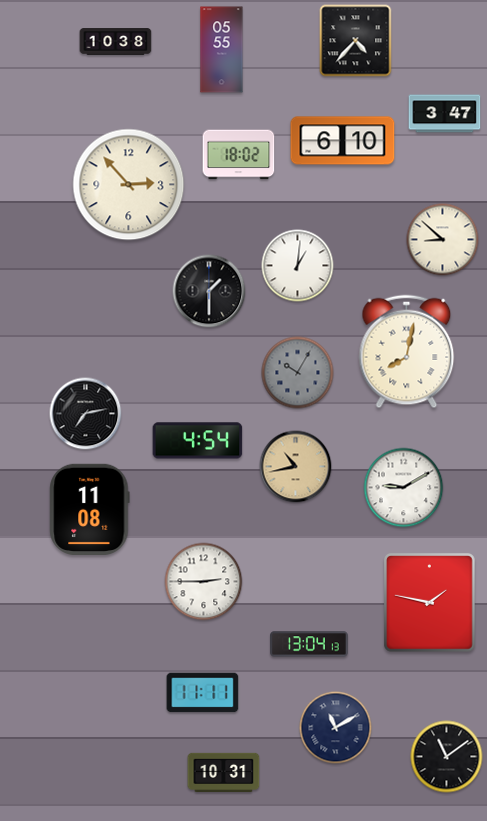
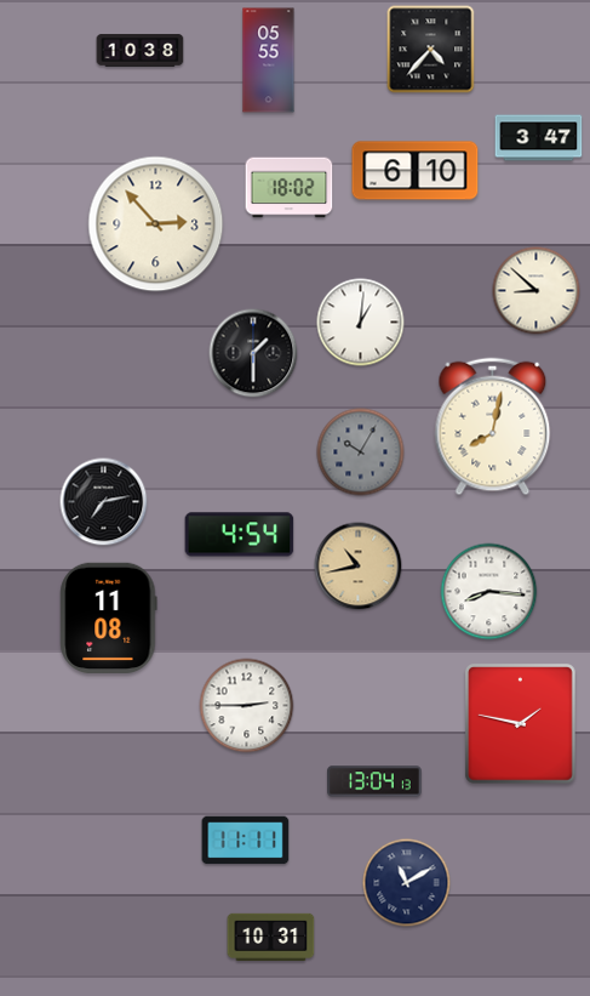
clock at (404, 488): 9:10 -> 8:16
clock at (430, 603) position: (430, 603) -> (521, 724)
clock at (447, 757): 11:09 -> none
